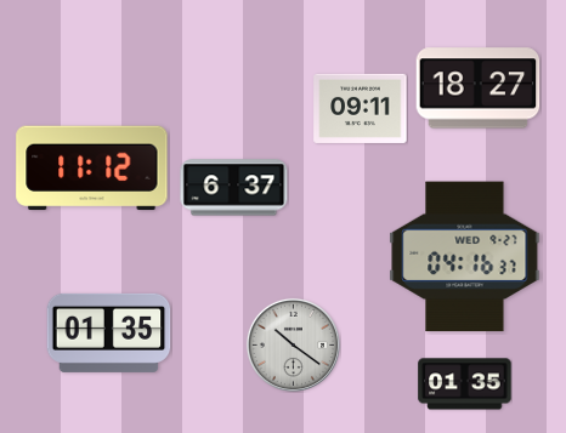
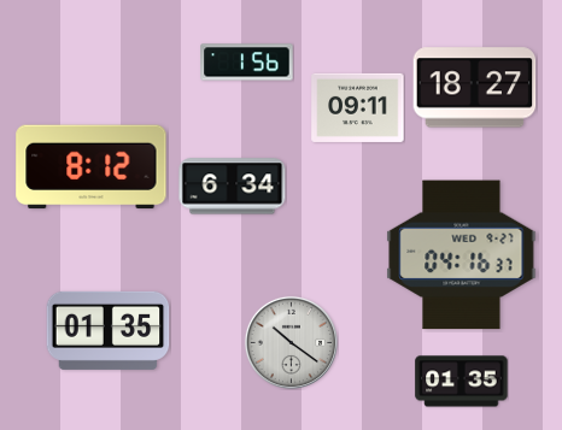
clock at (247, 63): none -> 1:56
clock at (92, 169): 11:12 -> 8:12
clock at (234, 188): 6:37 -> 6:34
